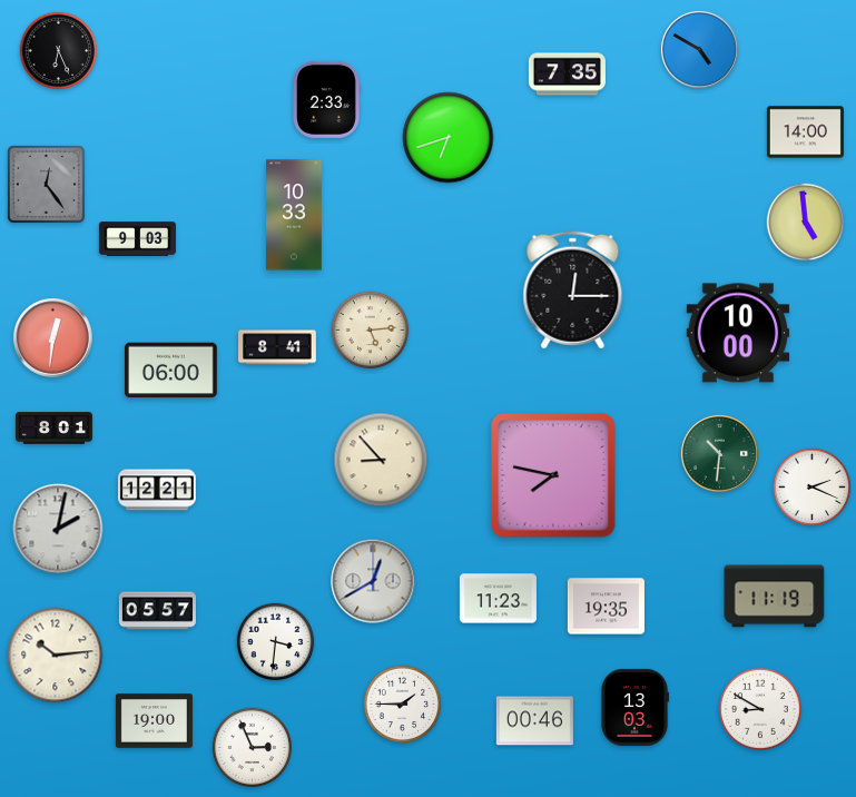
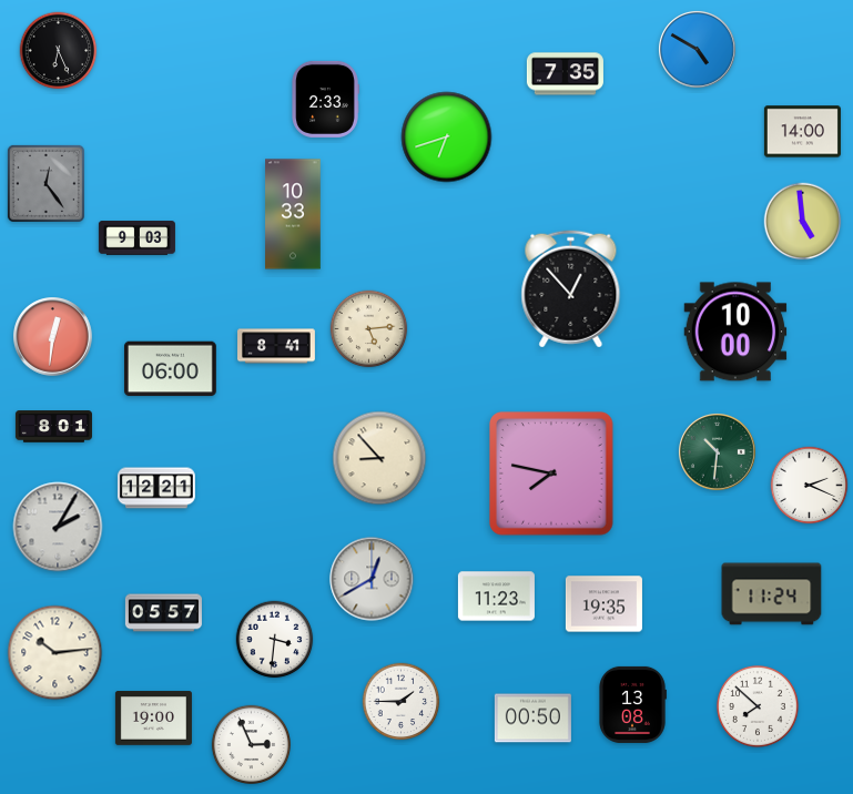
clock at (573, 291): 12:15 -> 12:53
clock at (58, 529): 2:02 -> 2:05
clock at (775, 597): 11:19 -> 11:24
clock at (157, 611) position: (157, 611) -> (163, 613)
clock at (634, 707): 13:03 -> 13:08
clock at (760, 709): 8:50 -> 7:52
clock at (534, 721): 00:46 -> 00:50
